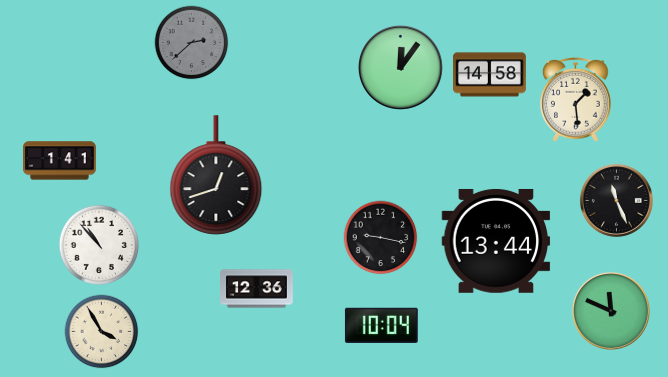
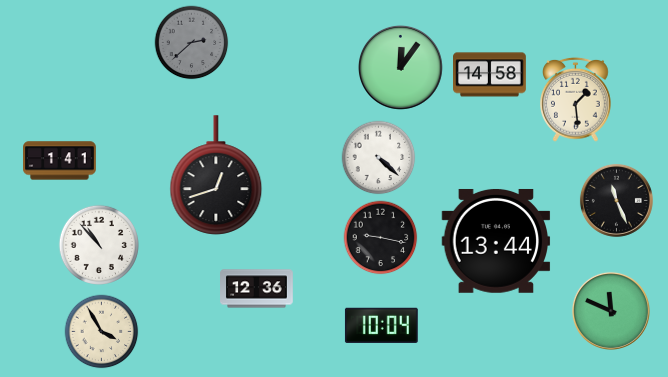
clock at (379, 158): none -> 4:22
